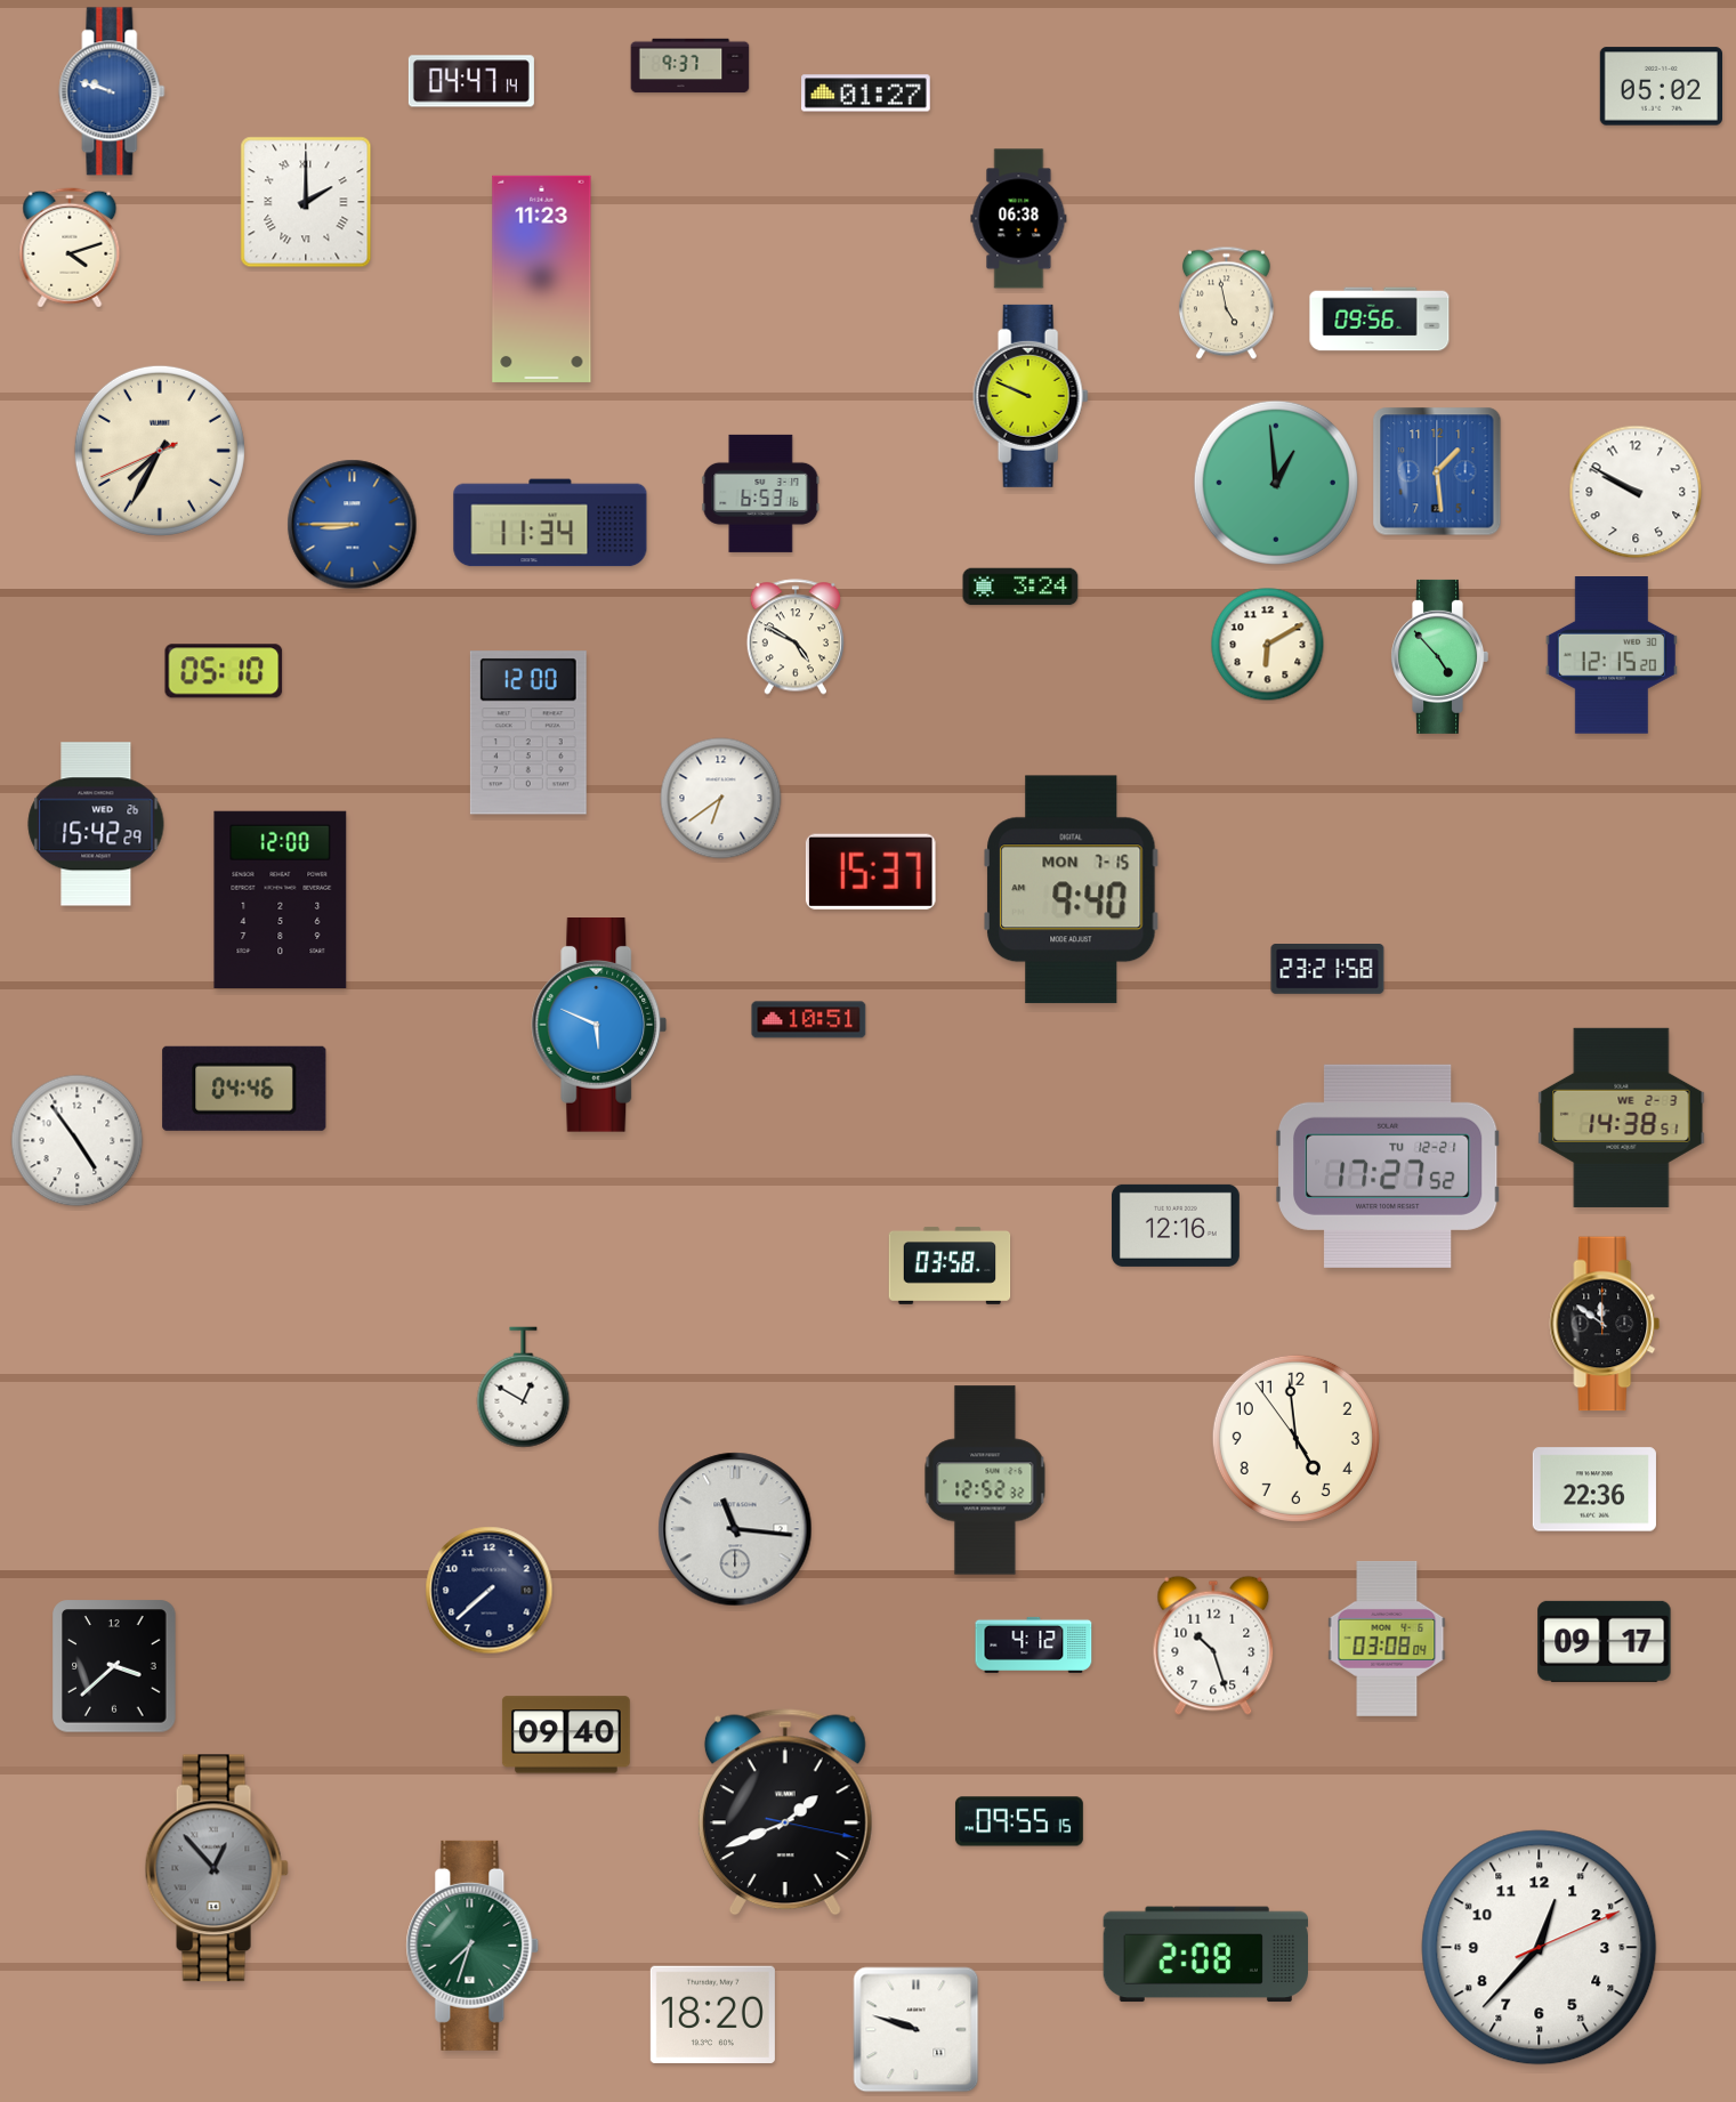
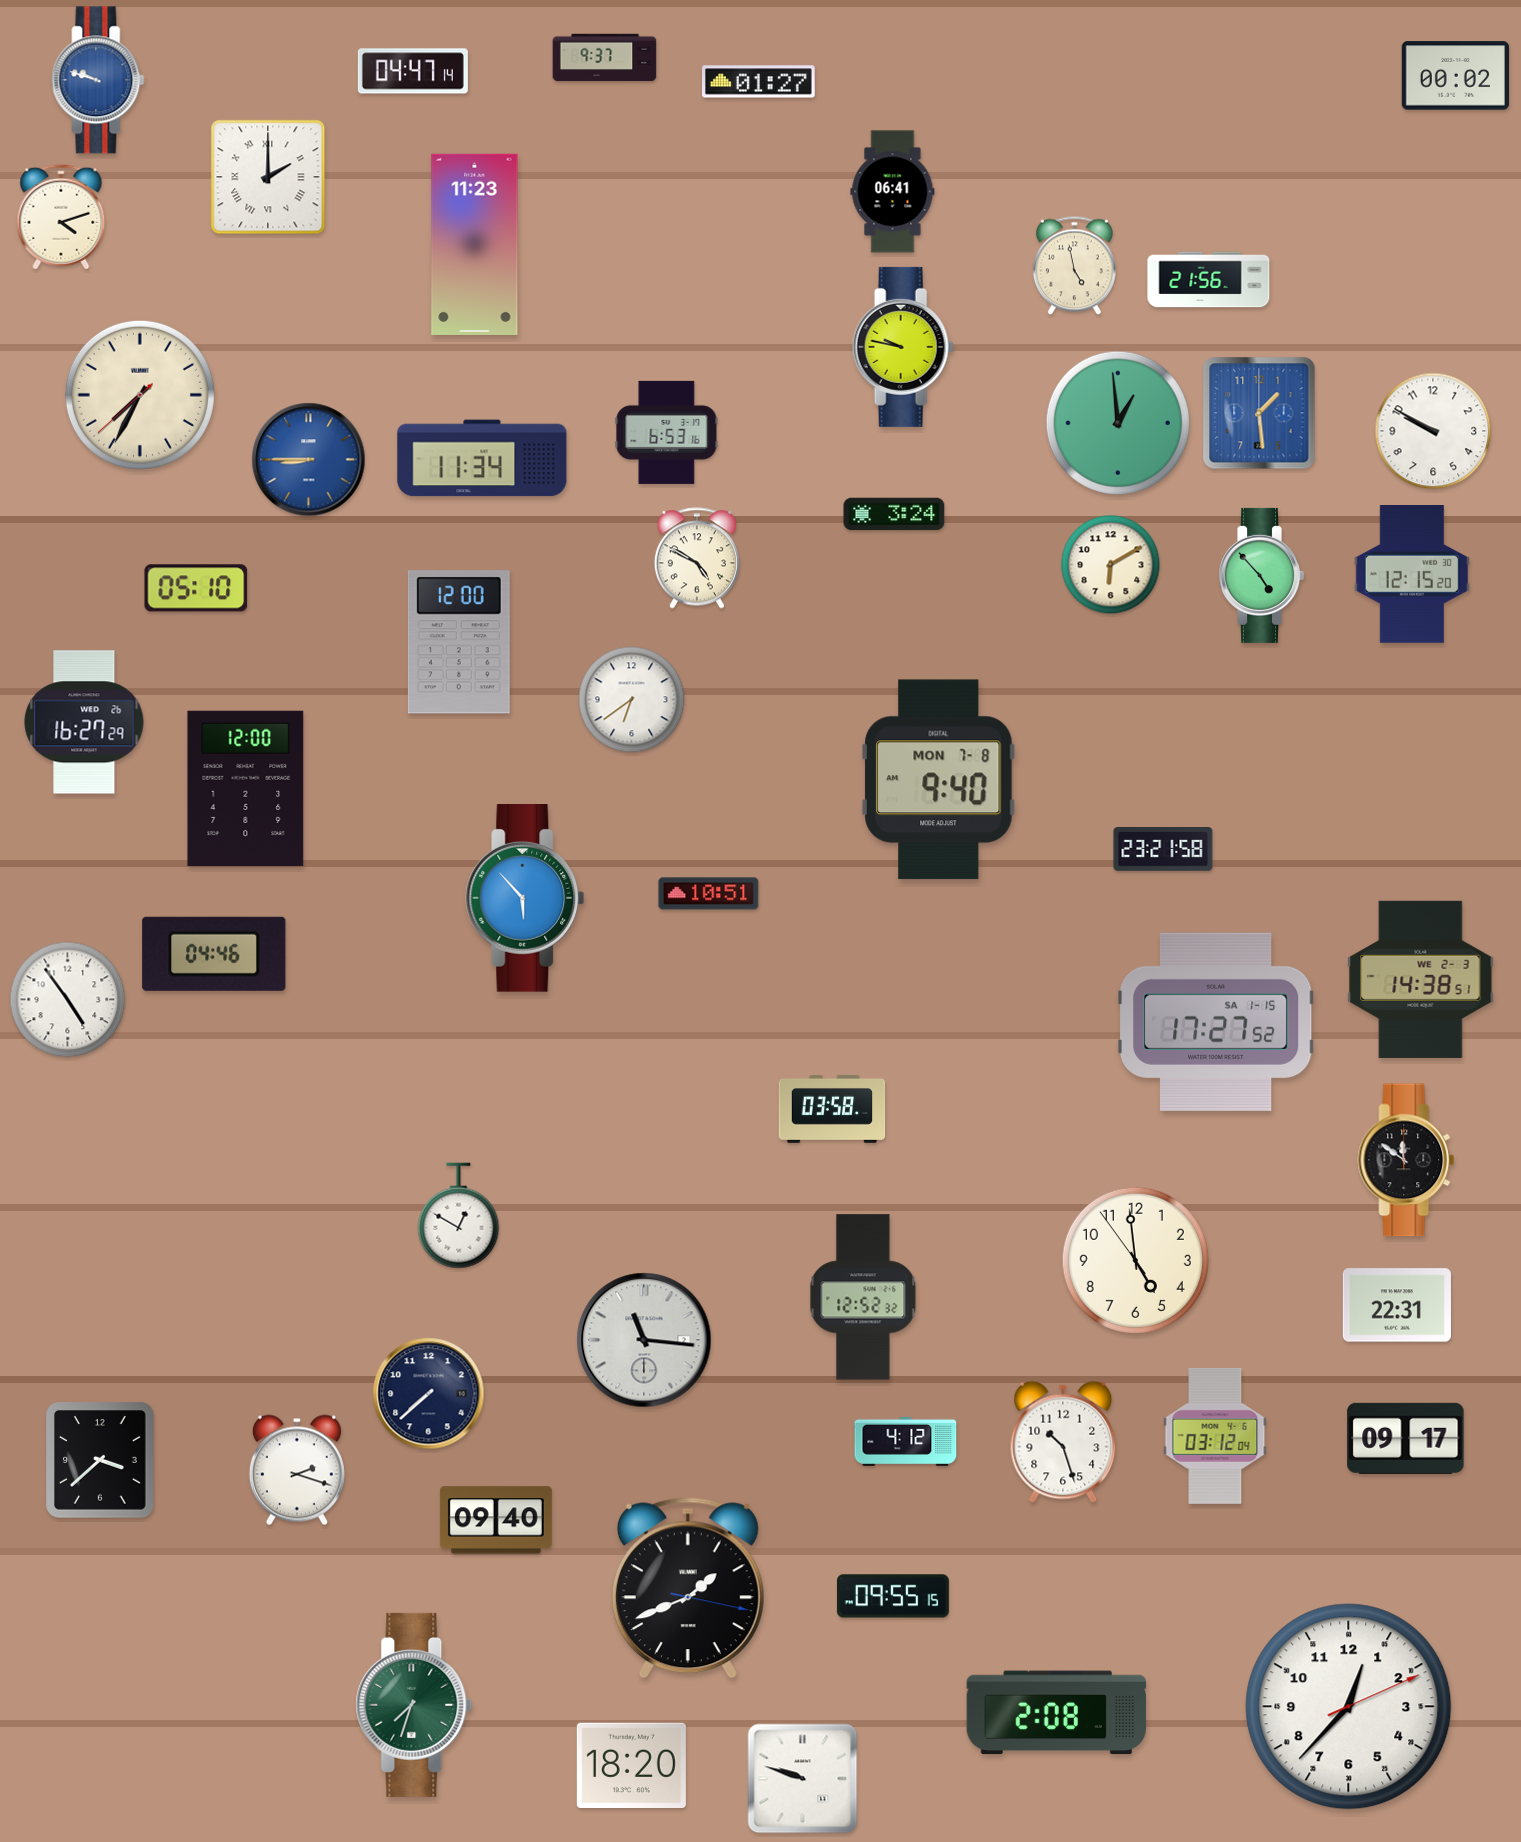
clock at (1661, 87): 05:02 -> 00:02
clock at (1019, 219): 06:38 -> 06:41
clock at (1380, 320): 09:56 -> 21:56
clock at (1031, 396): 9:49 -> 9:47
clock at (160, 451): 7:34:41 -> 7:34:38
clock at (528, 733) position: (528, 733) -> (459, 642)
clock at (96, 824): 15:42 -> 16:27
clock at (871, 872): 15:37 -> none
clock at (1072, 890) date: MON 7-15 -> MON 7-8
clock at (599, 1026): 5:49 -> 5:53
clock at (1388, 1166) date: TU 12-21 -> SA 1-15
clock at (1176, 1226): 12:16 -> none
clock at (1594, 1489): 22:36 -> 22:31
clock at (1387, 1639): 03:08 -> 03:12
clock at (297, 1470): none -> 2:18
clock at (217, 1868): 12:53 -> none
clock at (712, 2014) position: (712, 2014) -> (631, 1765)
